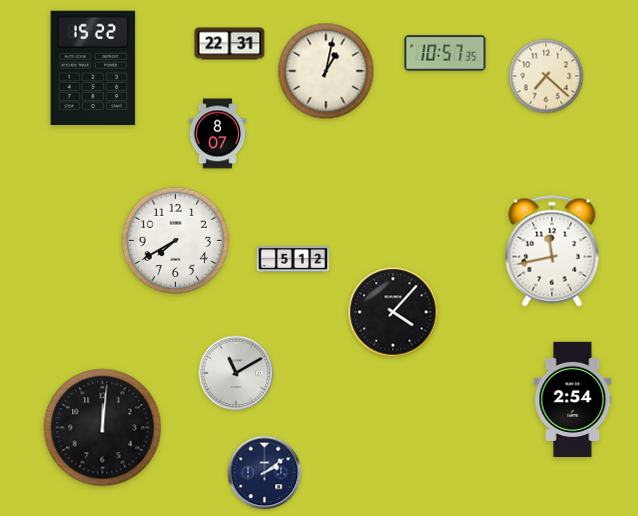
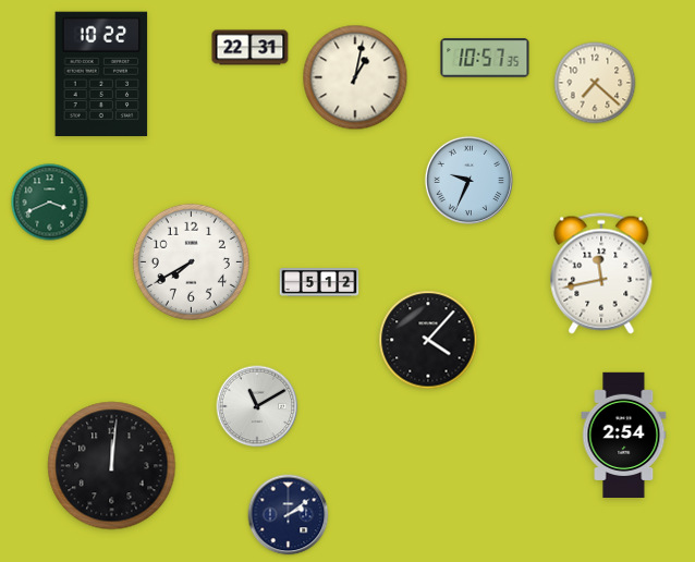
clock at (93, 68): 15:22 -> 10:22
clock at (218, 134): 8:07 -> none
clock at (468, 180): none -> 9:34
clock at (50, 203): none -> 3:41
